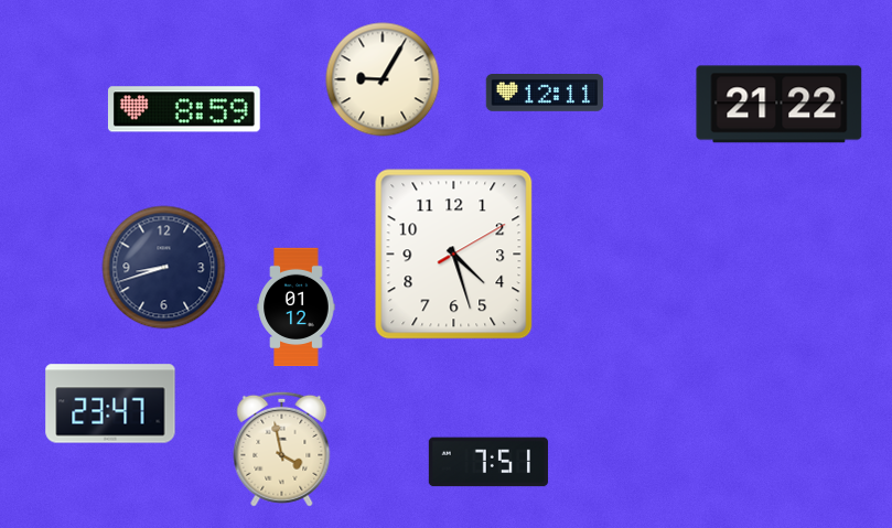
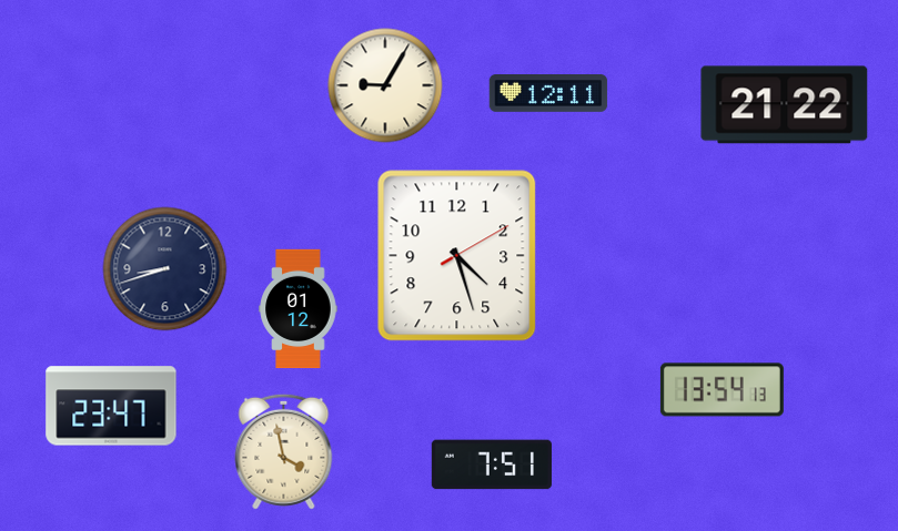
clock at (383, 79) position: (383, 79) -> (385, 85)
clock at (184, 109): 8:59 -> none
clock at (722, 390): none -> 13:54
